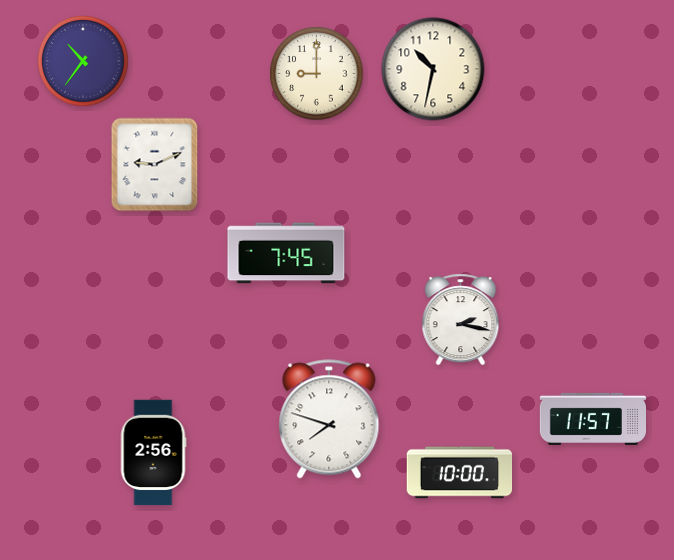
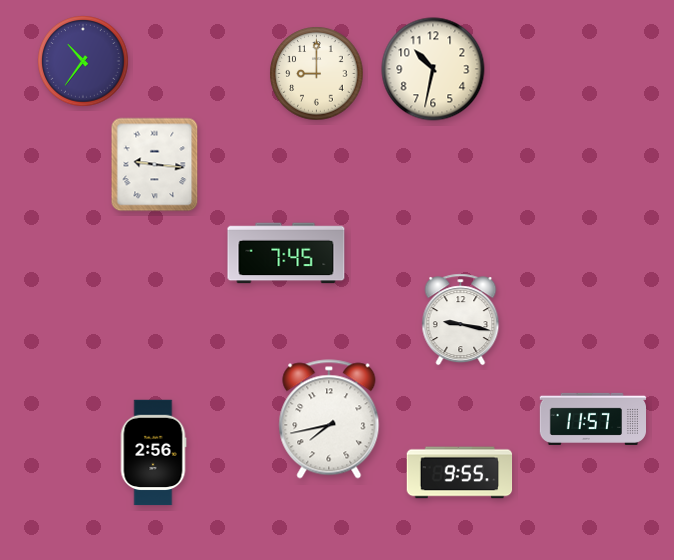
clock at (155, 165): 9:11 -> 9:16
clock at (461, 320): 2:17 -> 9:17
clock at (329, 419): 7:48 -> 7:43
clock at (460, 473): 10:00 -> 9:55
